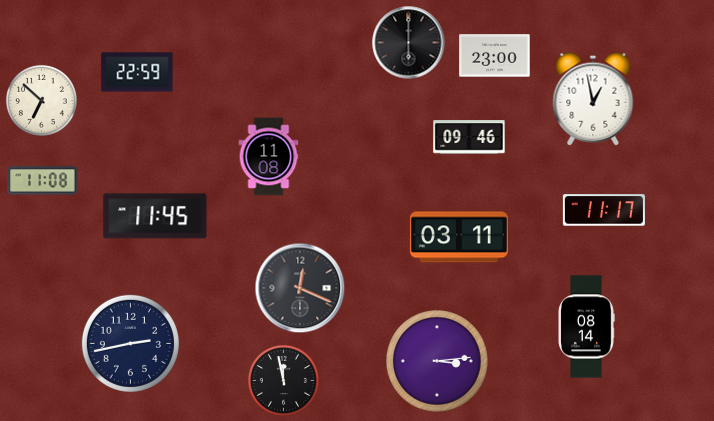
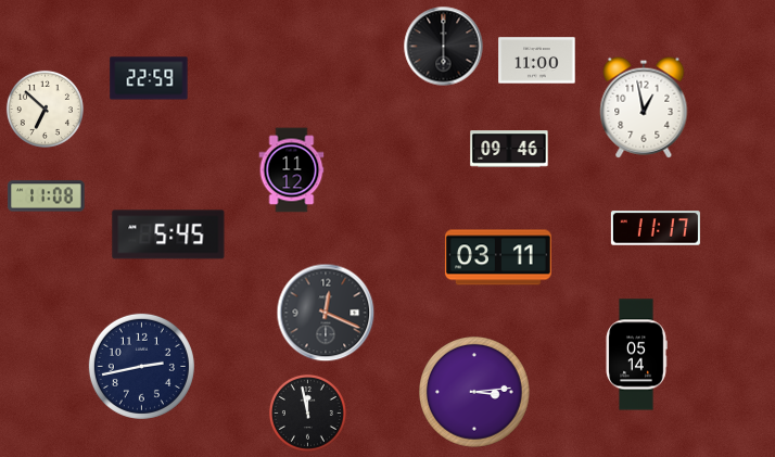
clock at (495, 56): 23:00 -> 11:00
clock at (269, 157): 11:08 -> 11:12
clock at (155, 216): 11:45 -> 5:45
clock at (586, 327): 08:14 -> 05:14
clock at (130, 343) position: (130, 343) -> (141, 366)
